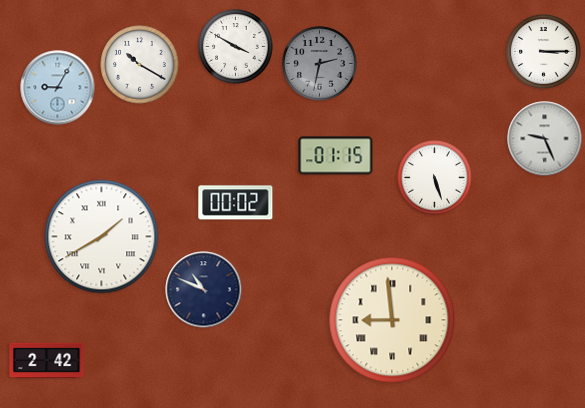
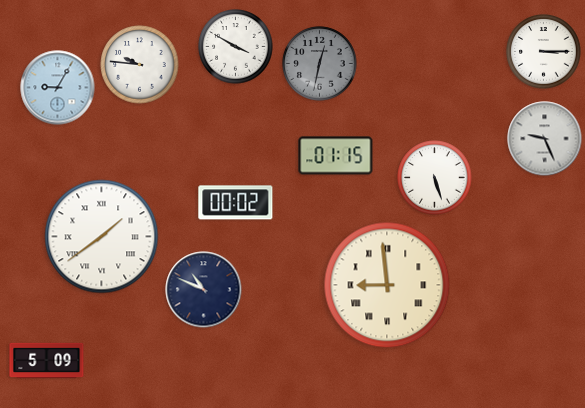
clock at (320, 64): 2:32 -> 12:32
clock at (140, 65): 10:20 -> 9:46
clock at (102, 237): 1:40 -> 1:39
clock at (392, 320) position: (392, 320) -> (387, 285)
clock at (47, 361): 2:42 -> 5:09
